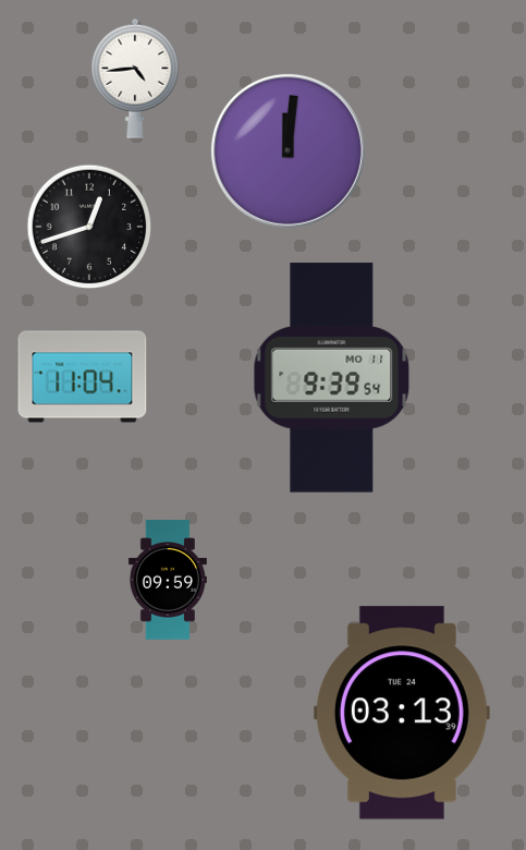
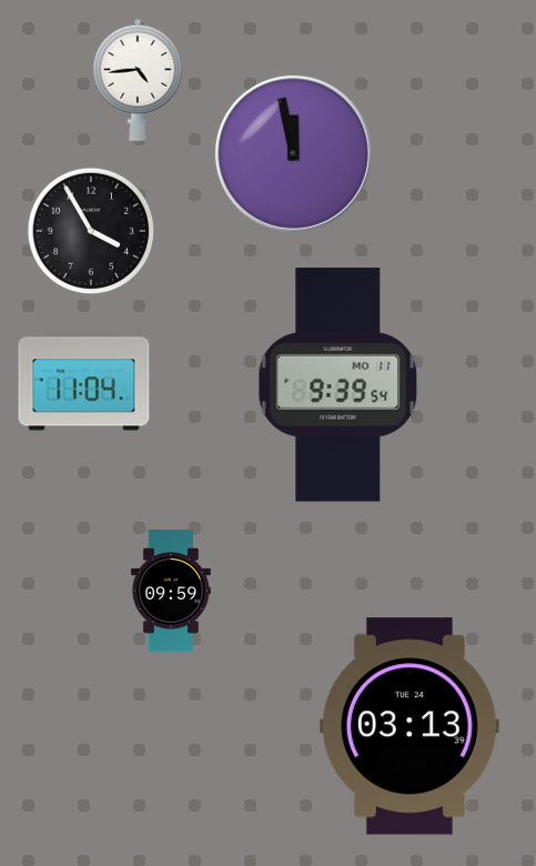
clock at (288, 150): 12:01 -> 11:58
clock at (89, 227): 12:42 -> 3:55
